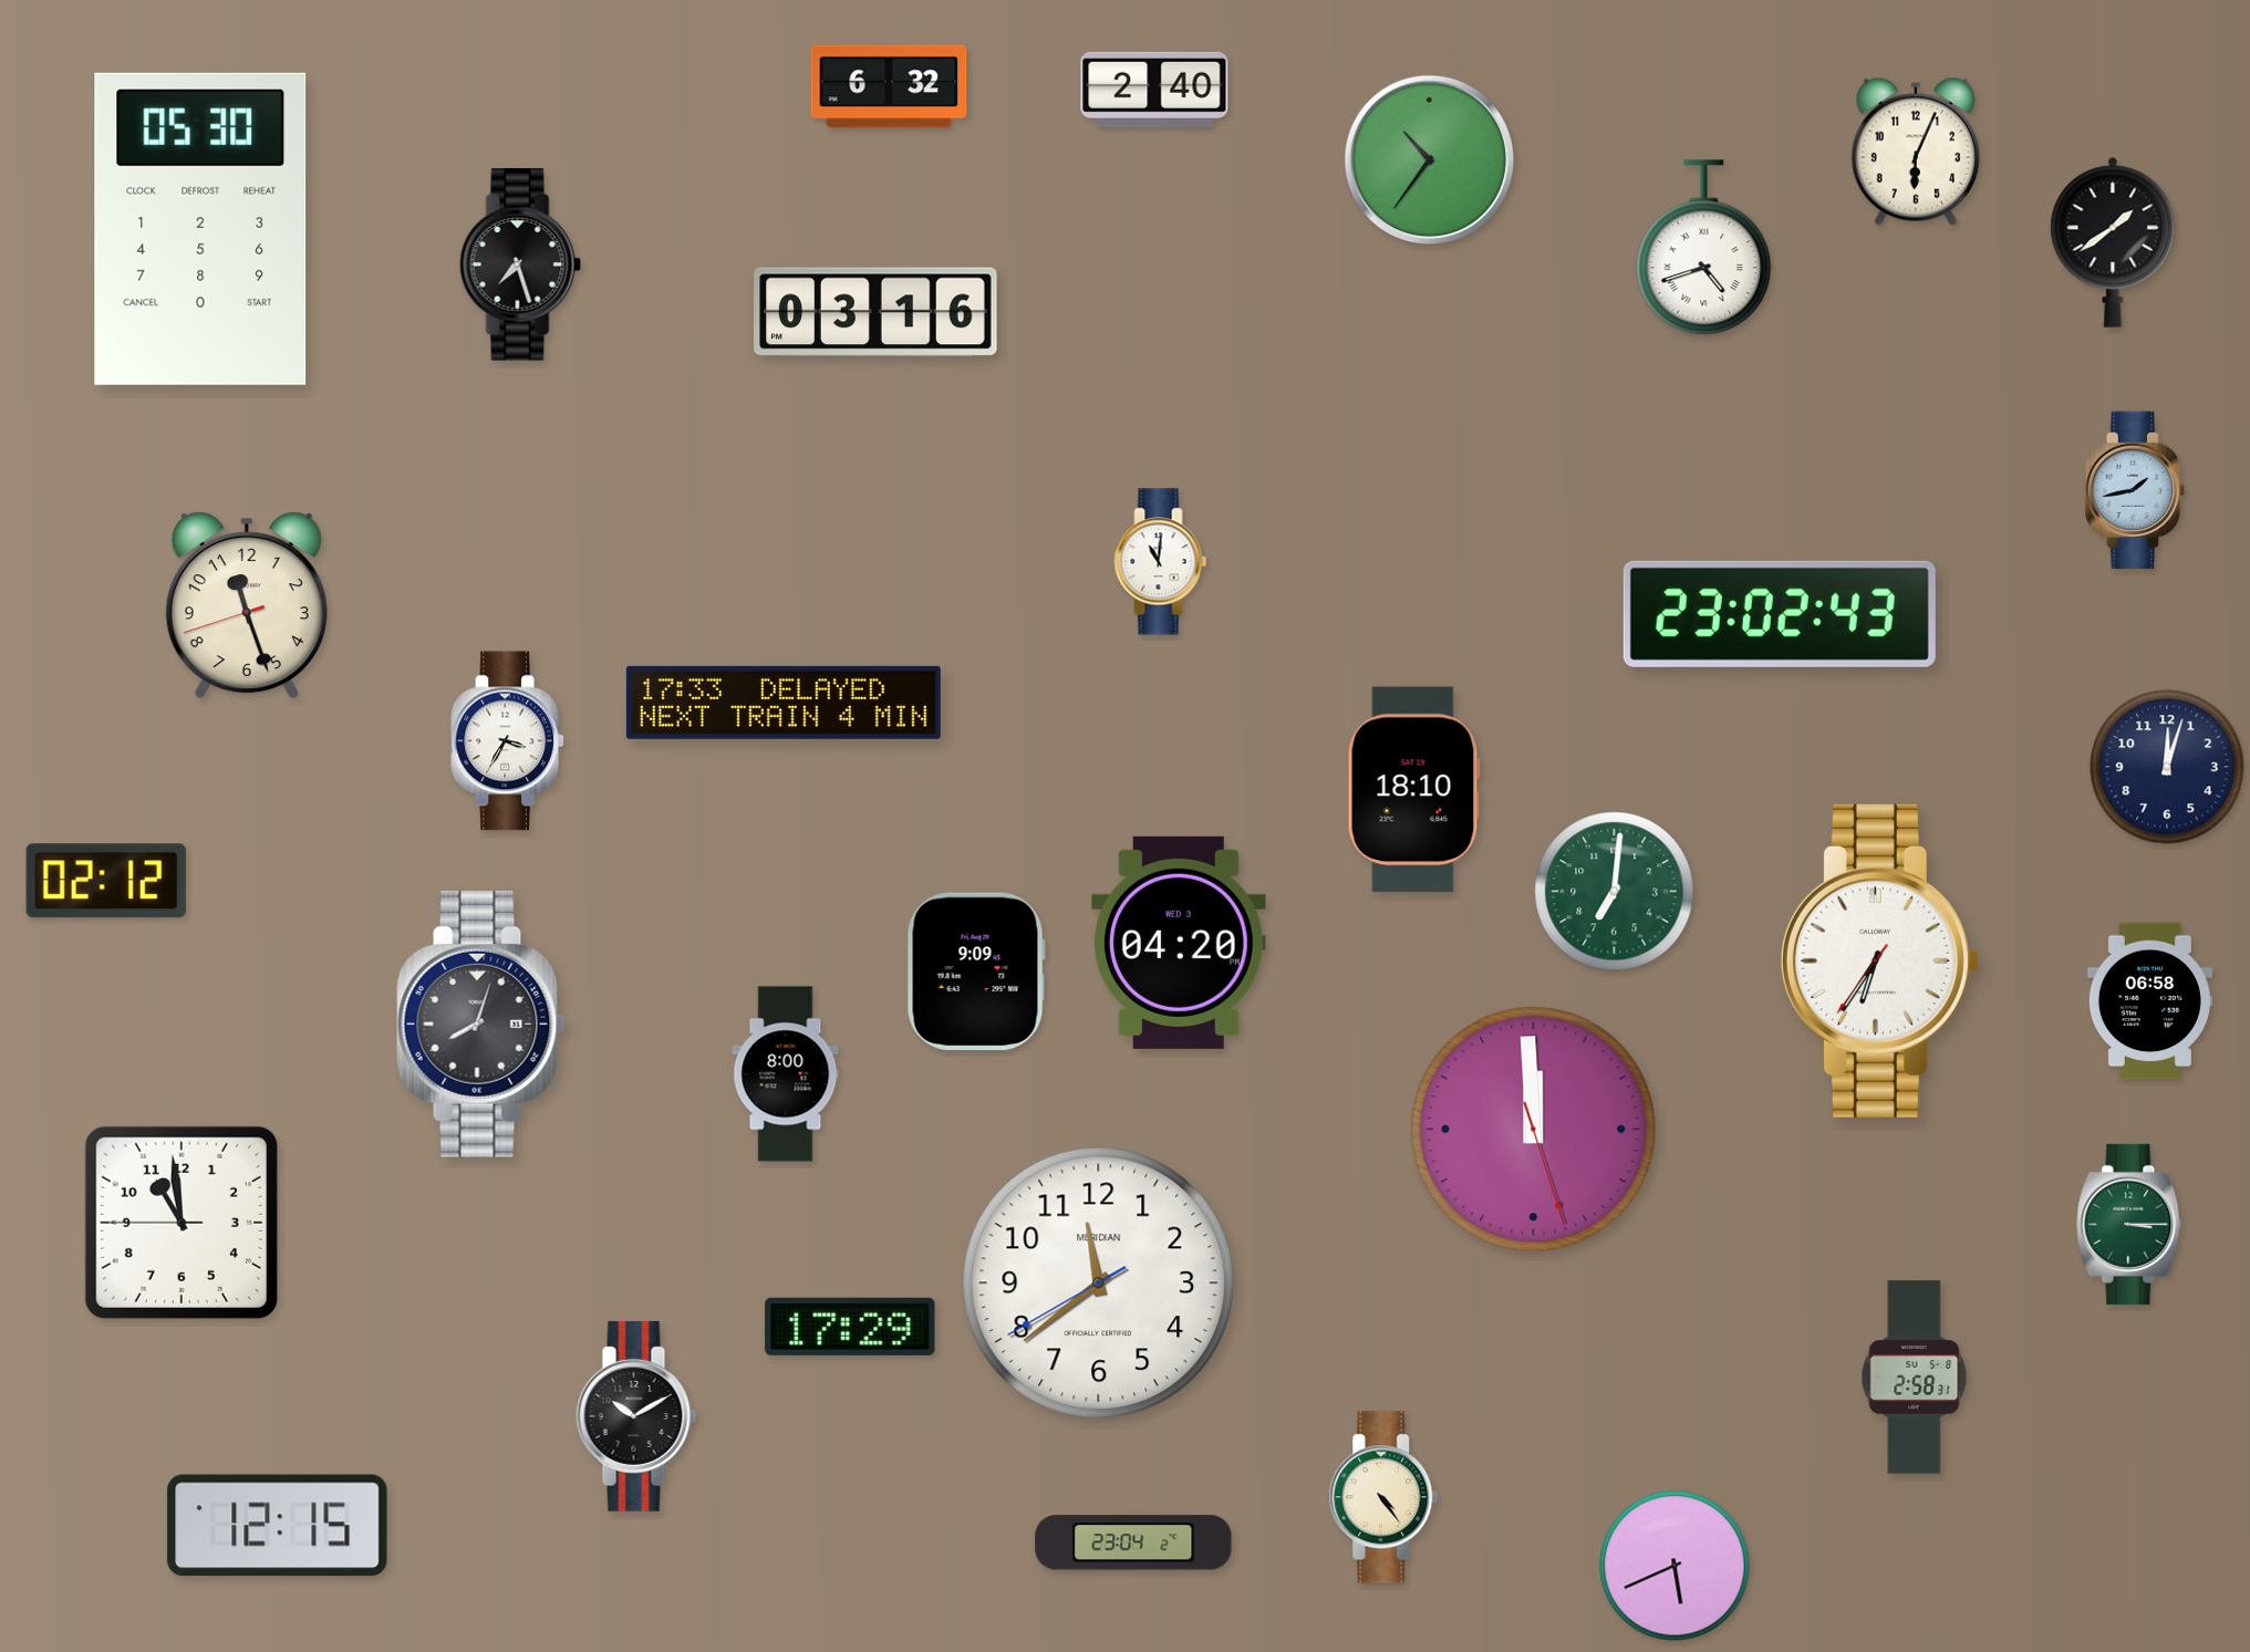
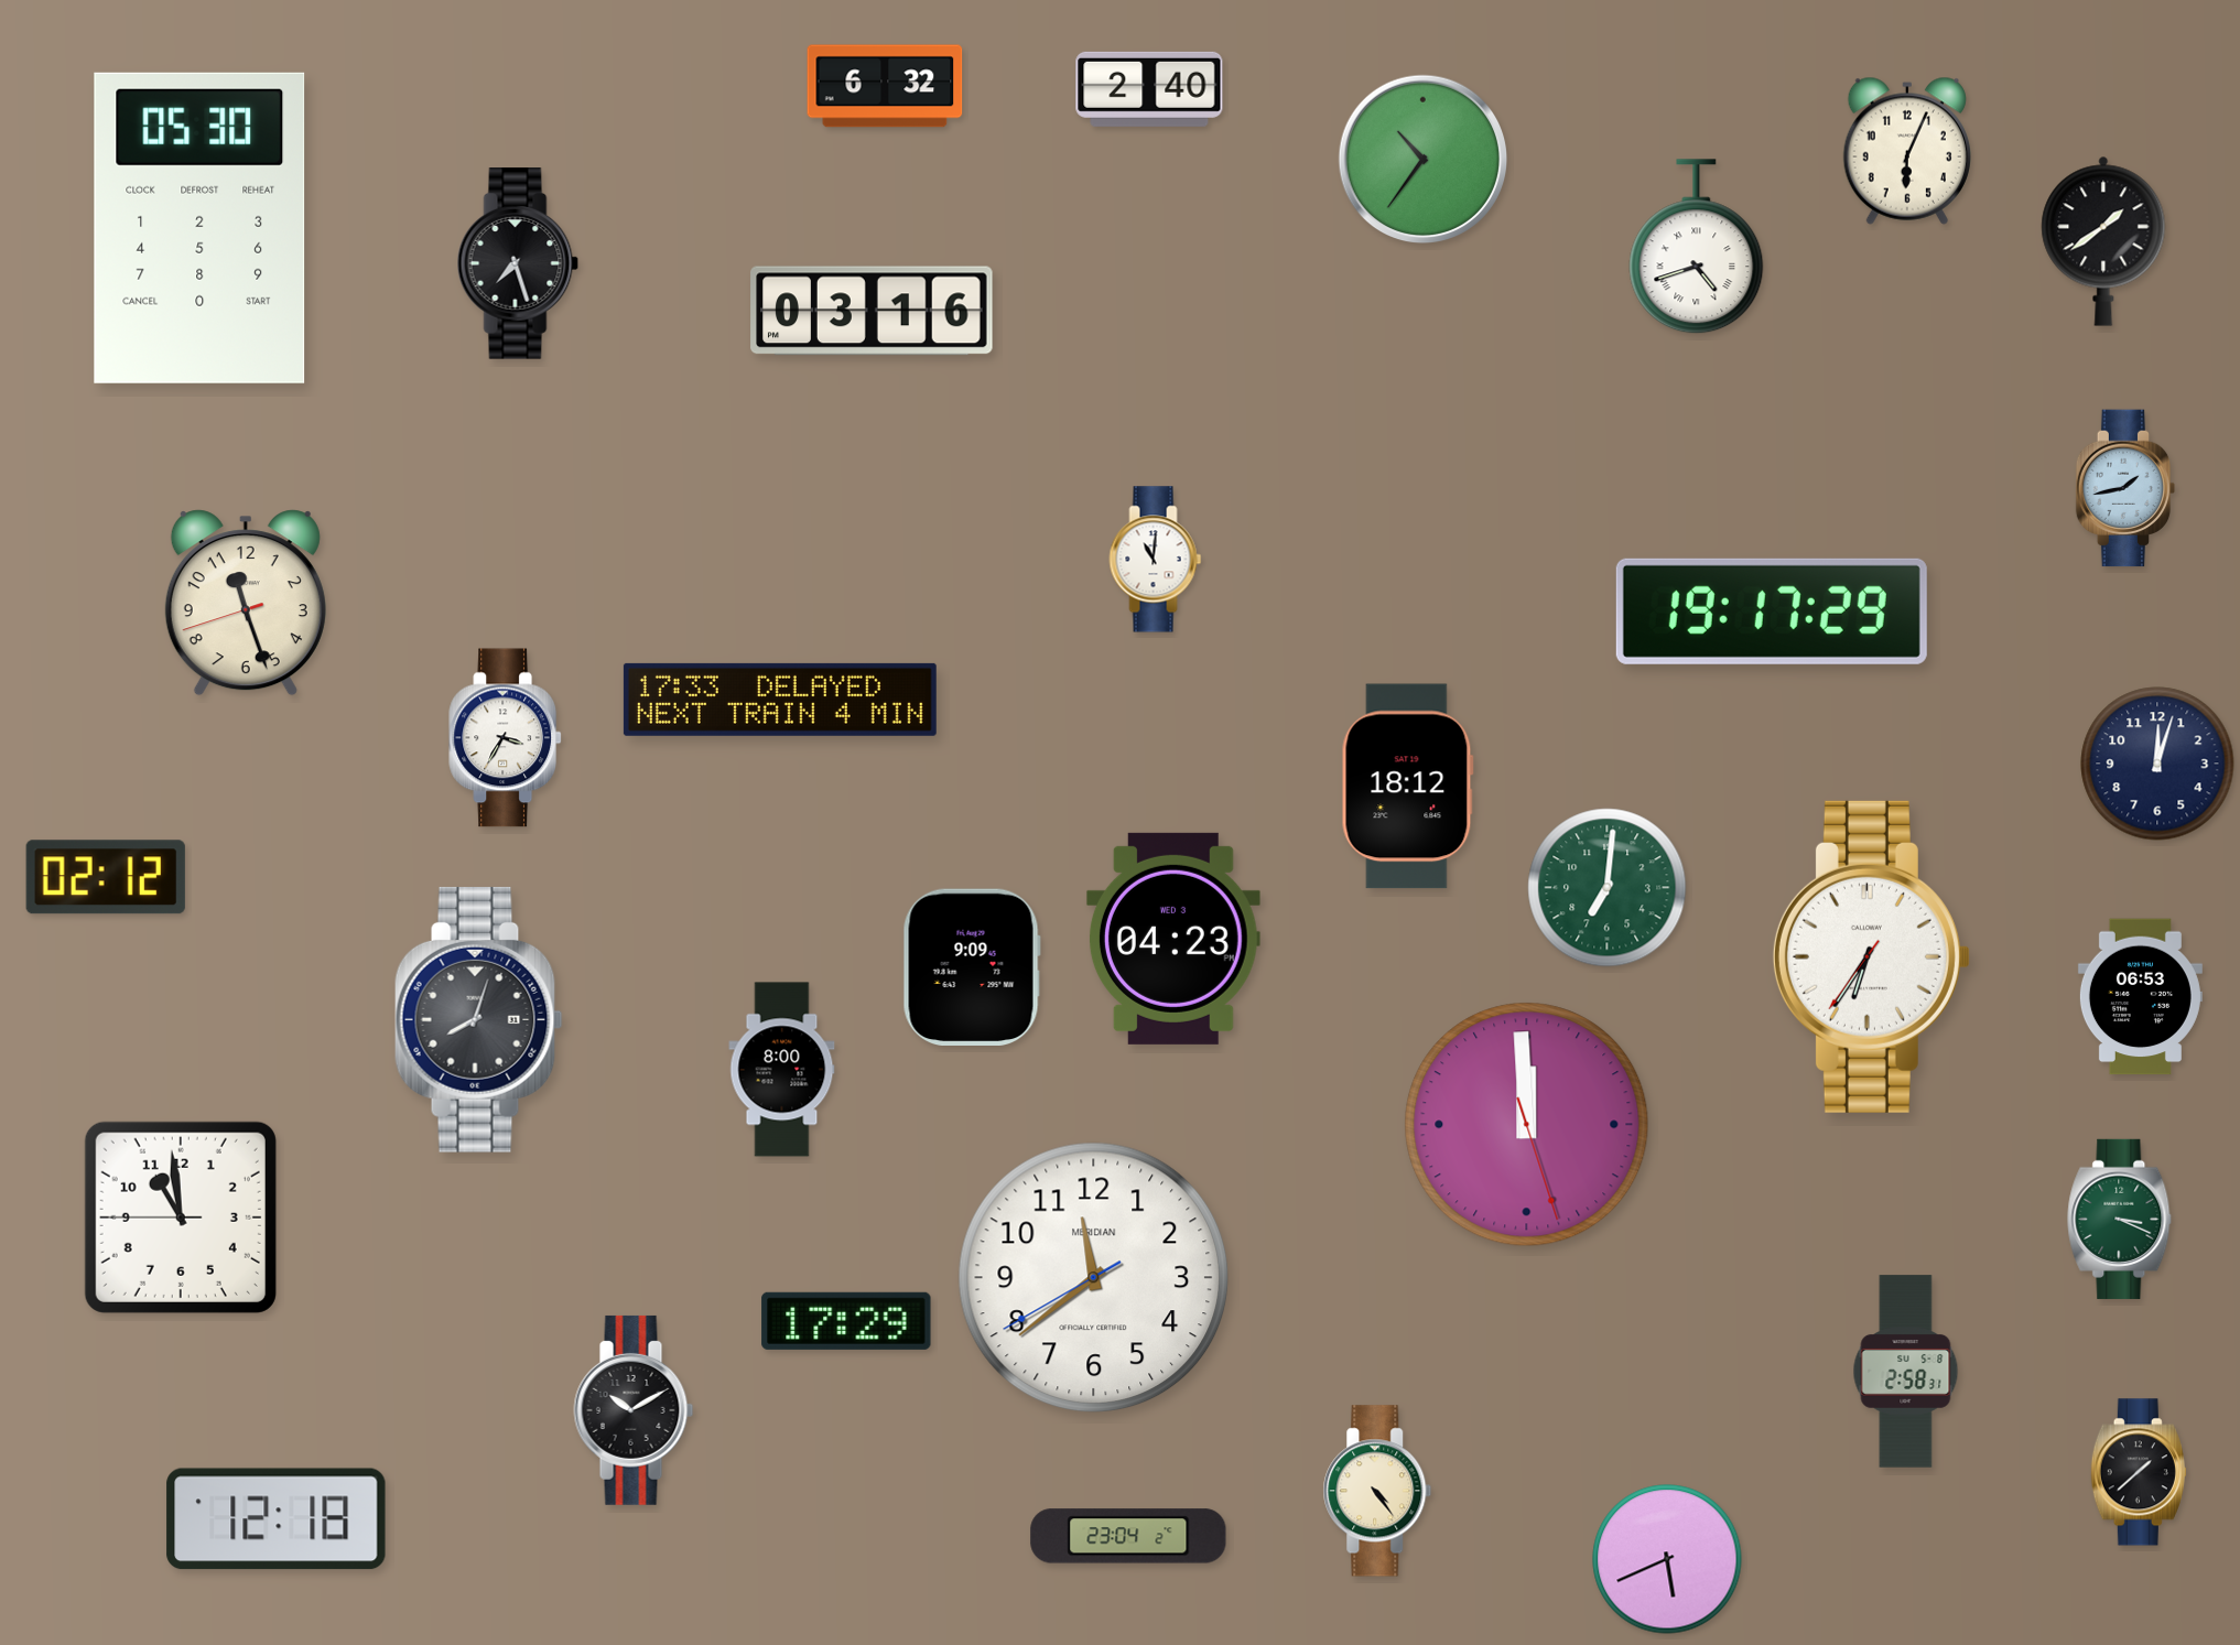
clock at (1780, 614): 23:02 -> 19:17
clock at (1413, 790): 18:10 -> 18:12
clock at (1179, 943): 04:20 -> 04:23
clock at (2149, 1001): 06:58 -> 06:53
clock at (2129, 1224): 3:15 -> 3:19
clock at (2139, 1472): none -> 1:38
clock at (278, 1526): 12:15 -> 12:18
